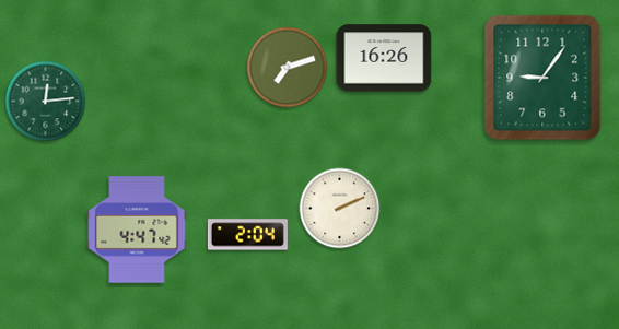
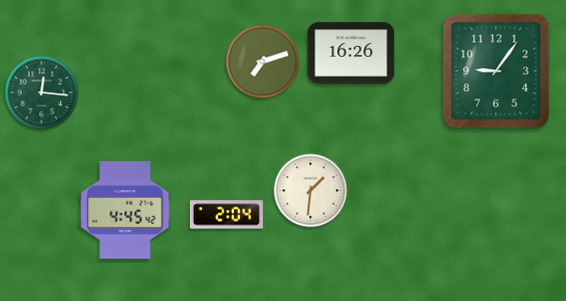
clock at (46, 102): 12:14 -> 12:16
clock at (340, 209): 2:11 -> 1:31
clock at (137, 230): 4:47 -> 4:45
